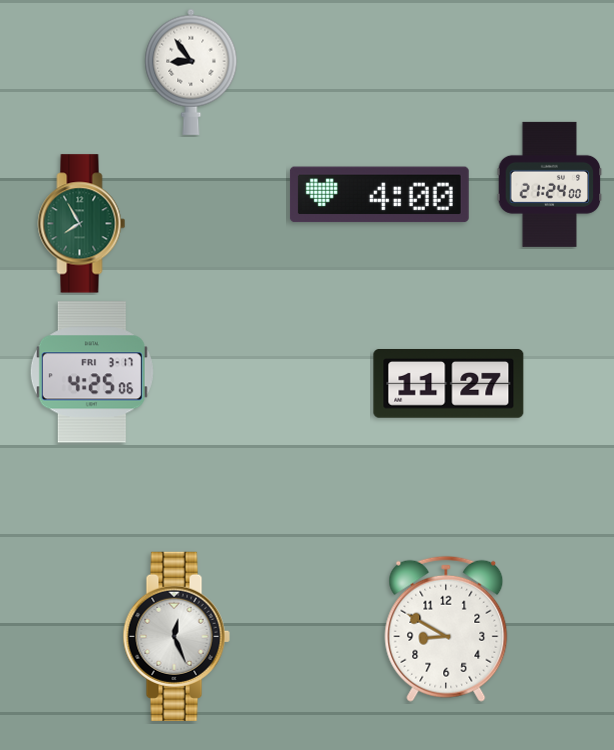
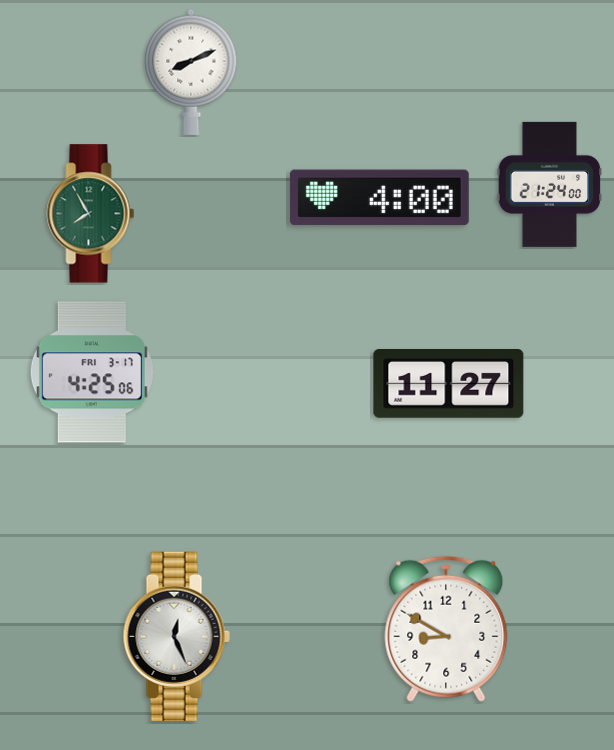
clock at (191, 72): 8:54 -> 8:11
clock at (379, 195) position: (379, 195) -> (379, 198)
clock at (82, 224) position: (82, 224) -> (91, 214)
